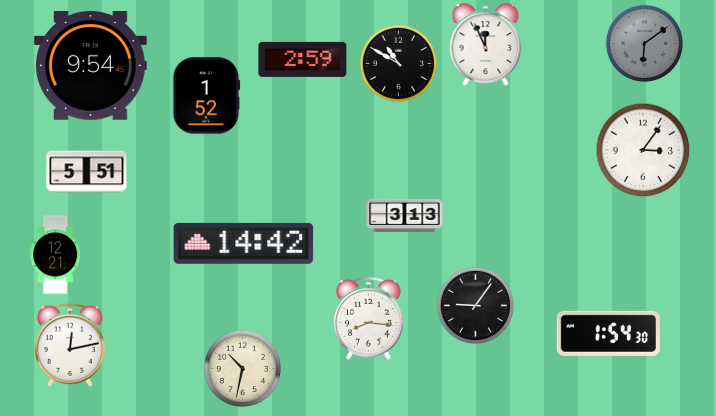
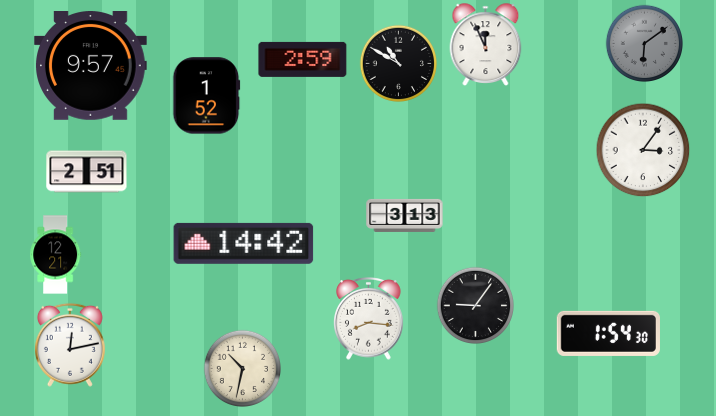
clock at (91, 66): 9:54 -> 9:57
clock at (87, 172): 5:51 -> 2:51
